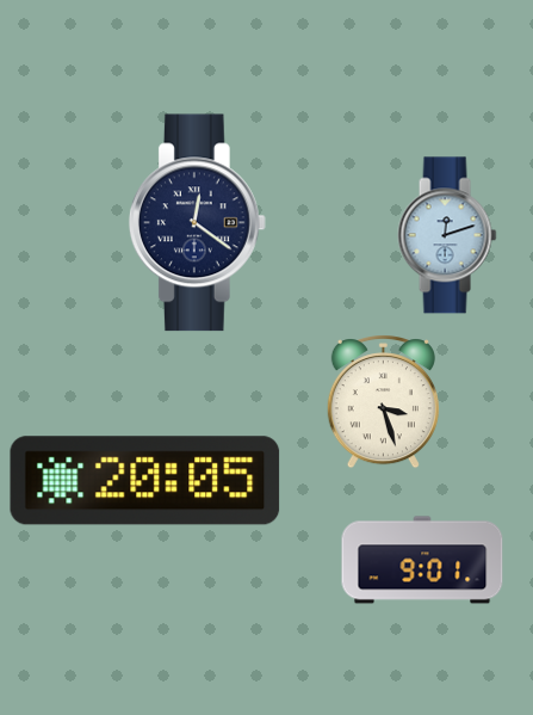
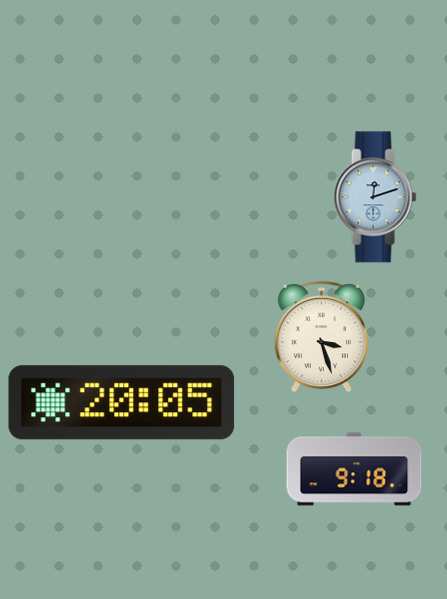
clock at (197, 223): 12:21 -> none
clock at (422, 560): 9:01 -> 9:18
